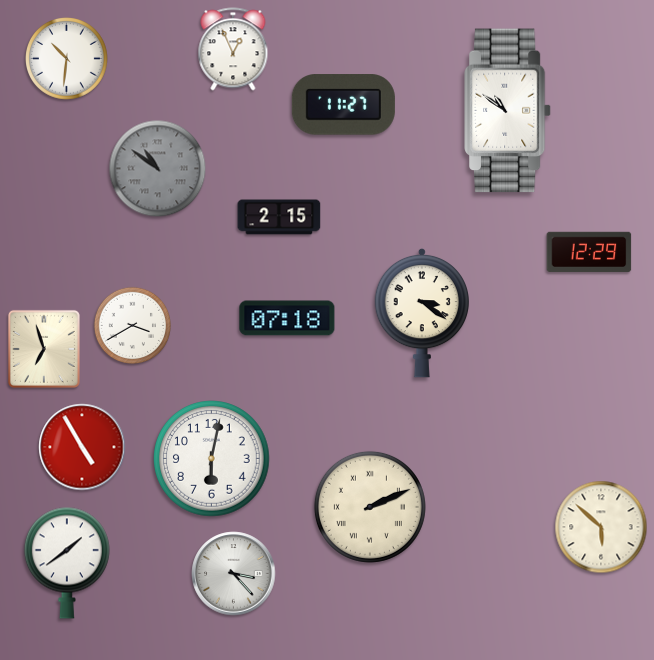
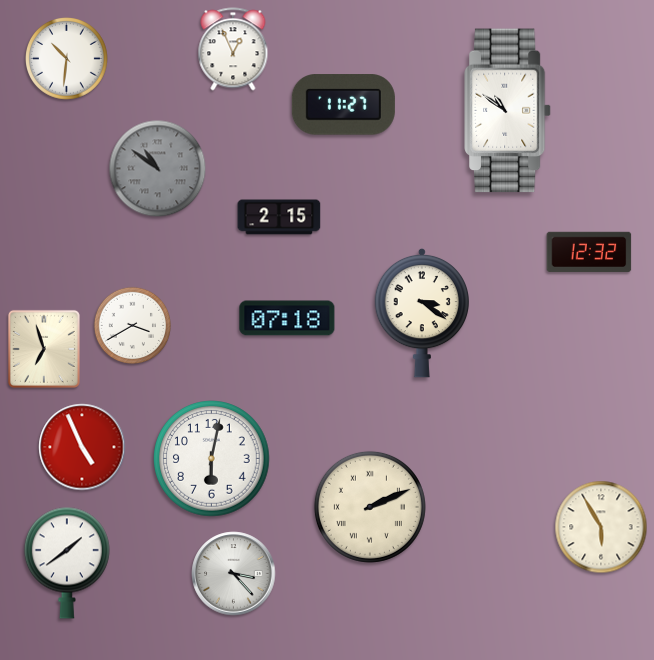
clock at (589, 251): 12:29 -> 12:32
clock at (82, 447): 4:55 -> 4:56
clock at (601, 527): 5:52 -> 5:55
